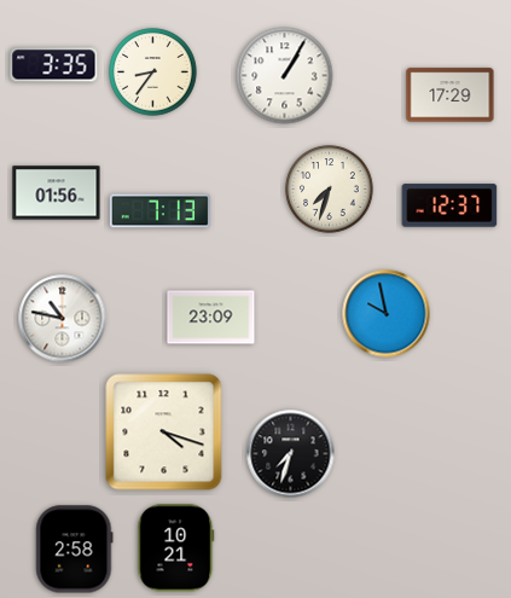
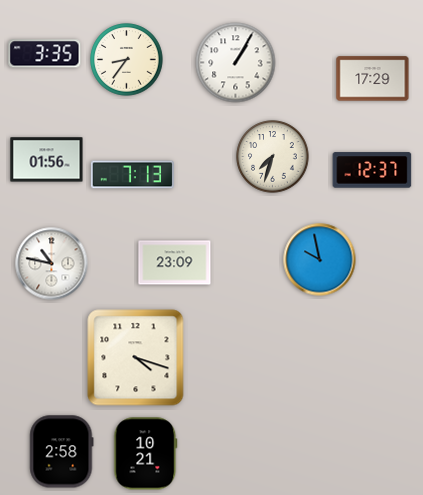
clock at (291, 454): 7:33 -> none
clock at (75, 550) position: (75, 550) -> (62, 452)
